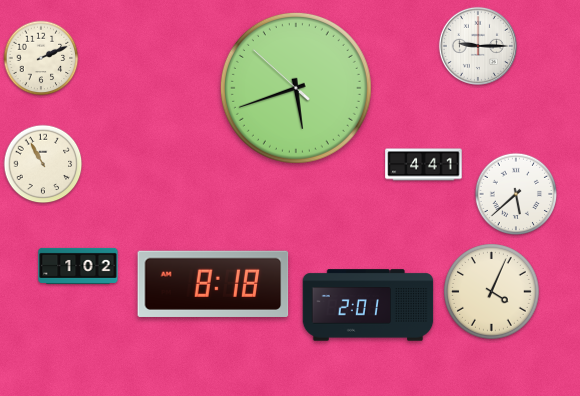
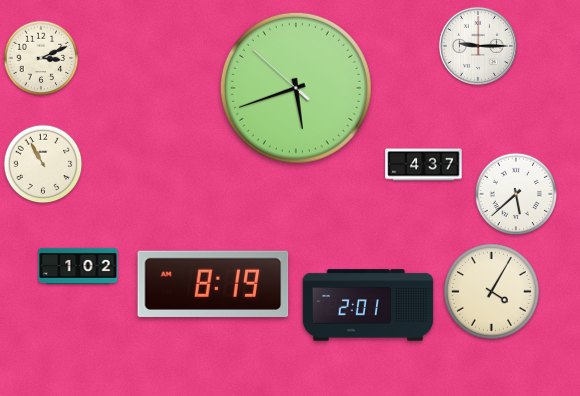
clock at (41, 58): 2:11 -> 3:11
clock at (424, 165): 4:41 -> 4:37
clock at (213, 284): 8:18 -> 8:19
clock at (492, 292): 4:04 -> 4:05
